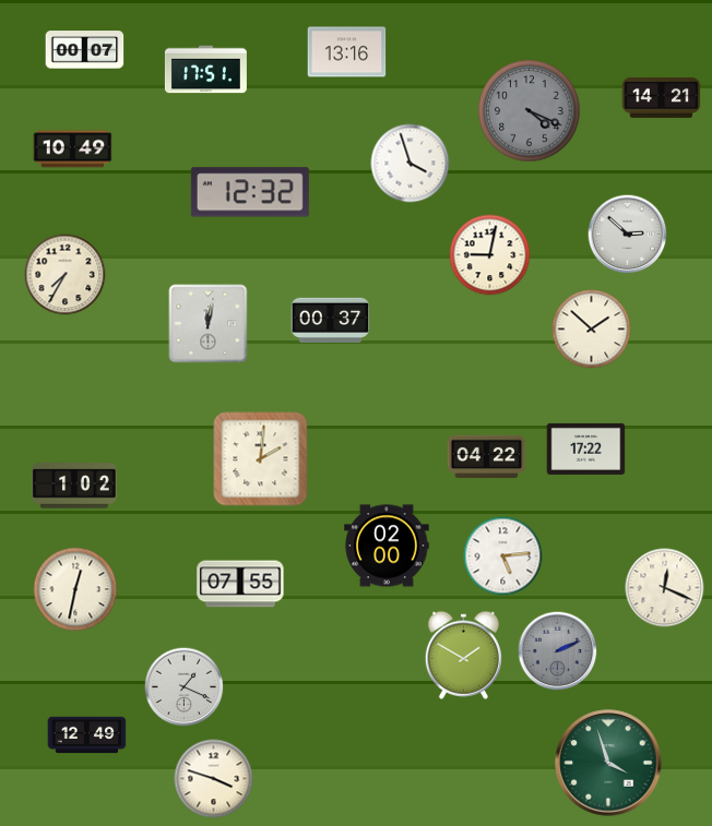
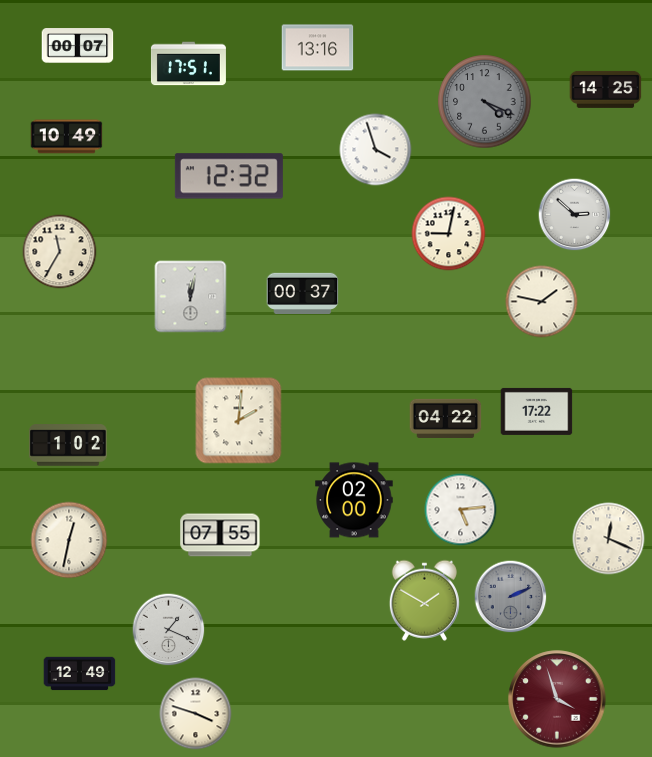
clock at (662, 97): 14:21 -> 14:25
clock at (66, 275): 7:35 -> 11:35
clock at (592, 330): 1:52 -> 1:47
clock at (608, 763) dial: green -> burgundy
